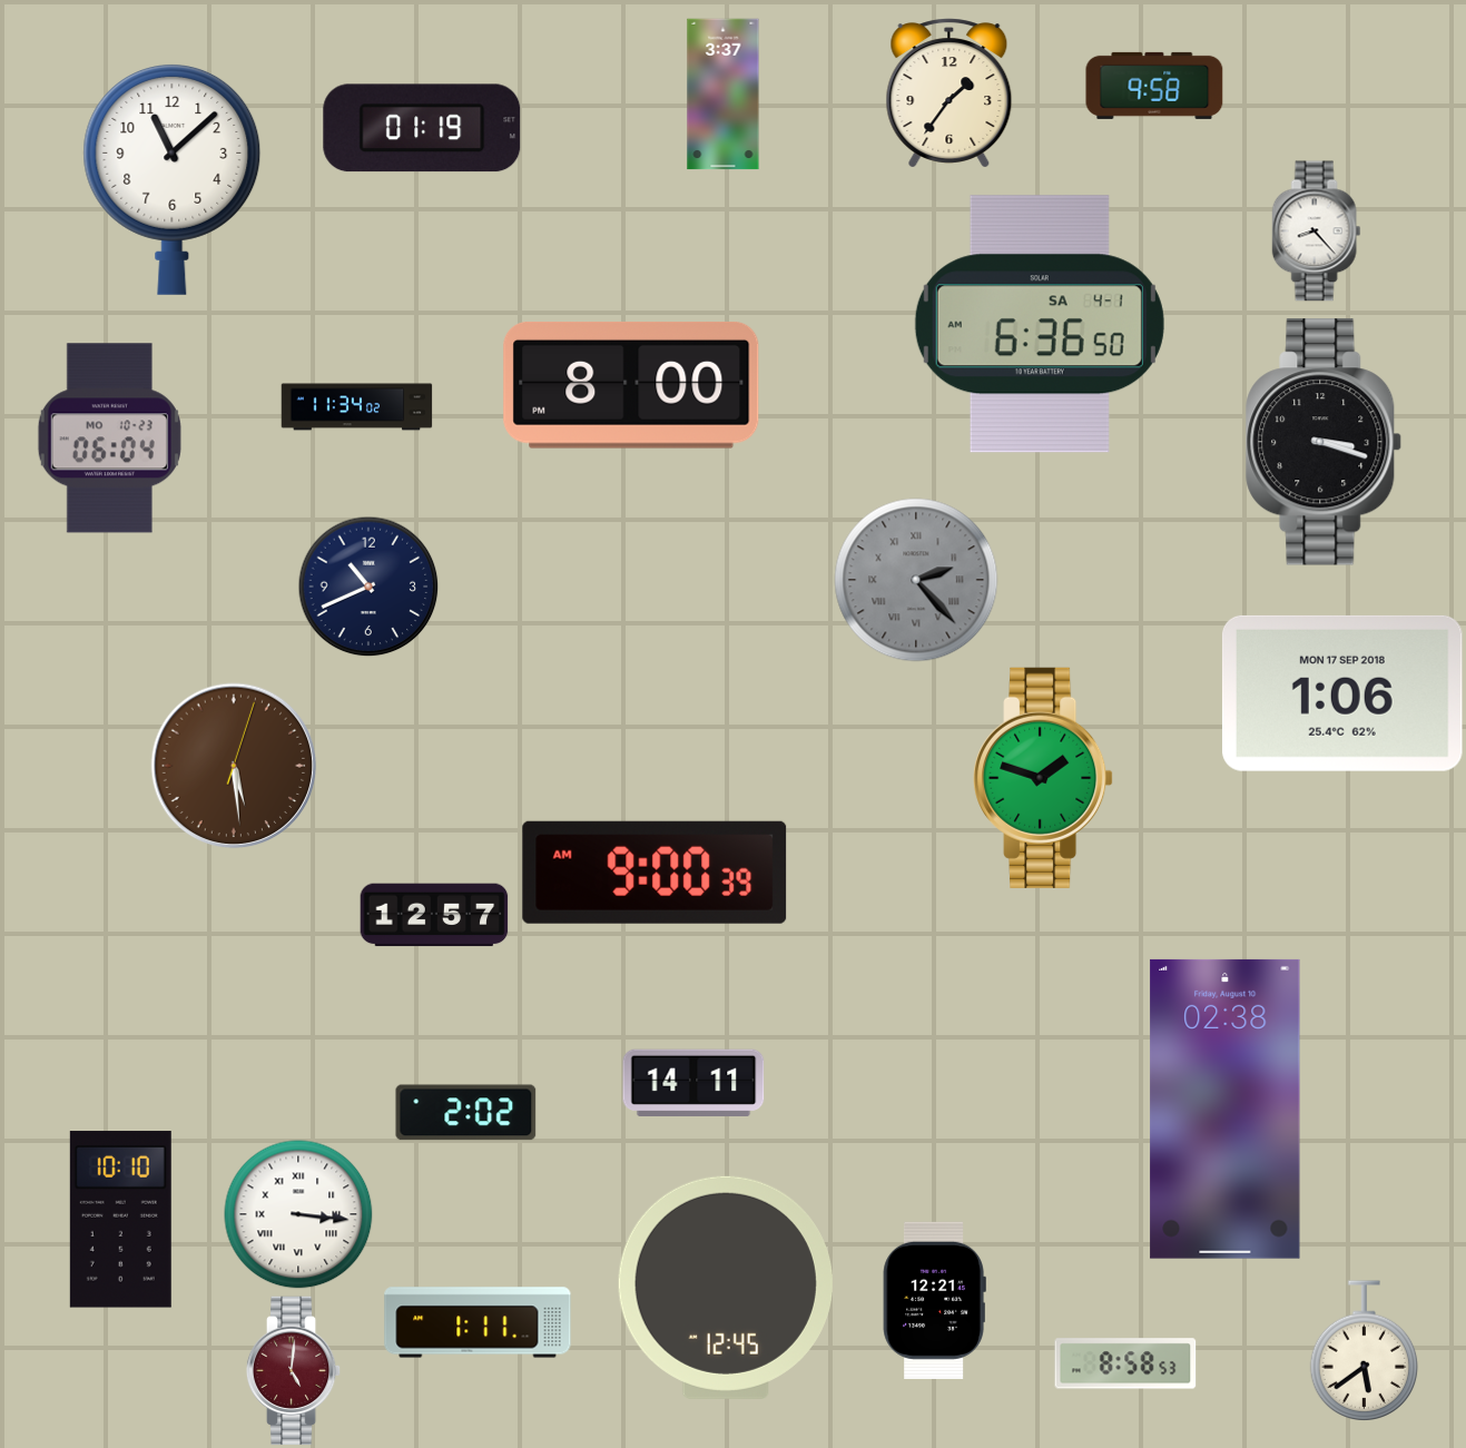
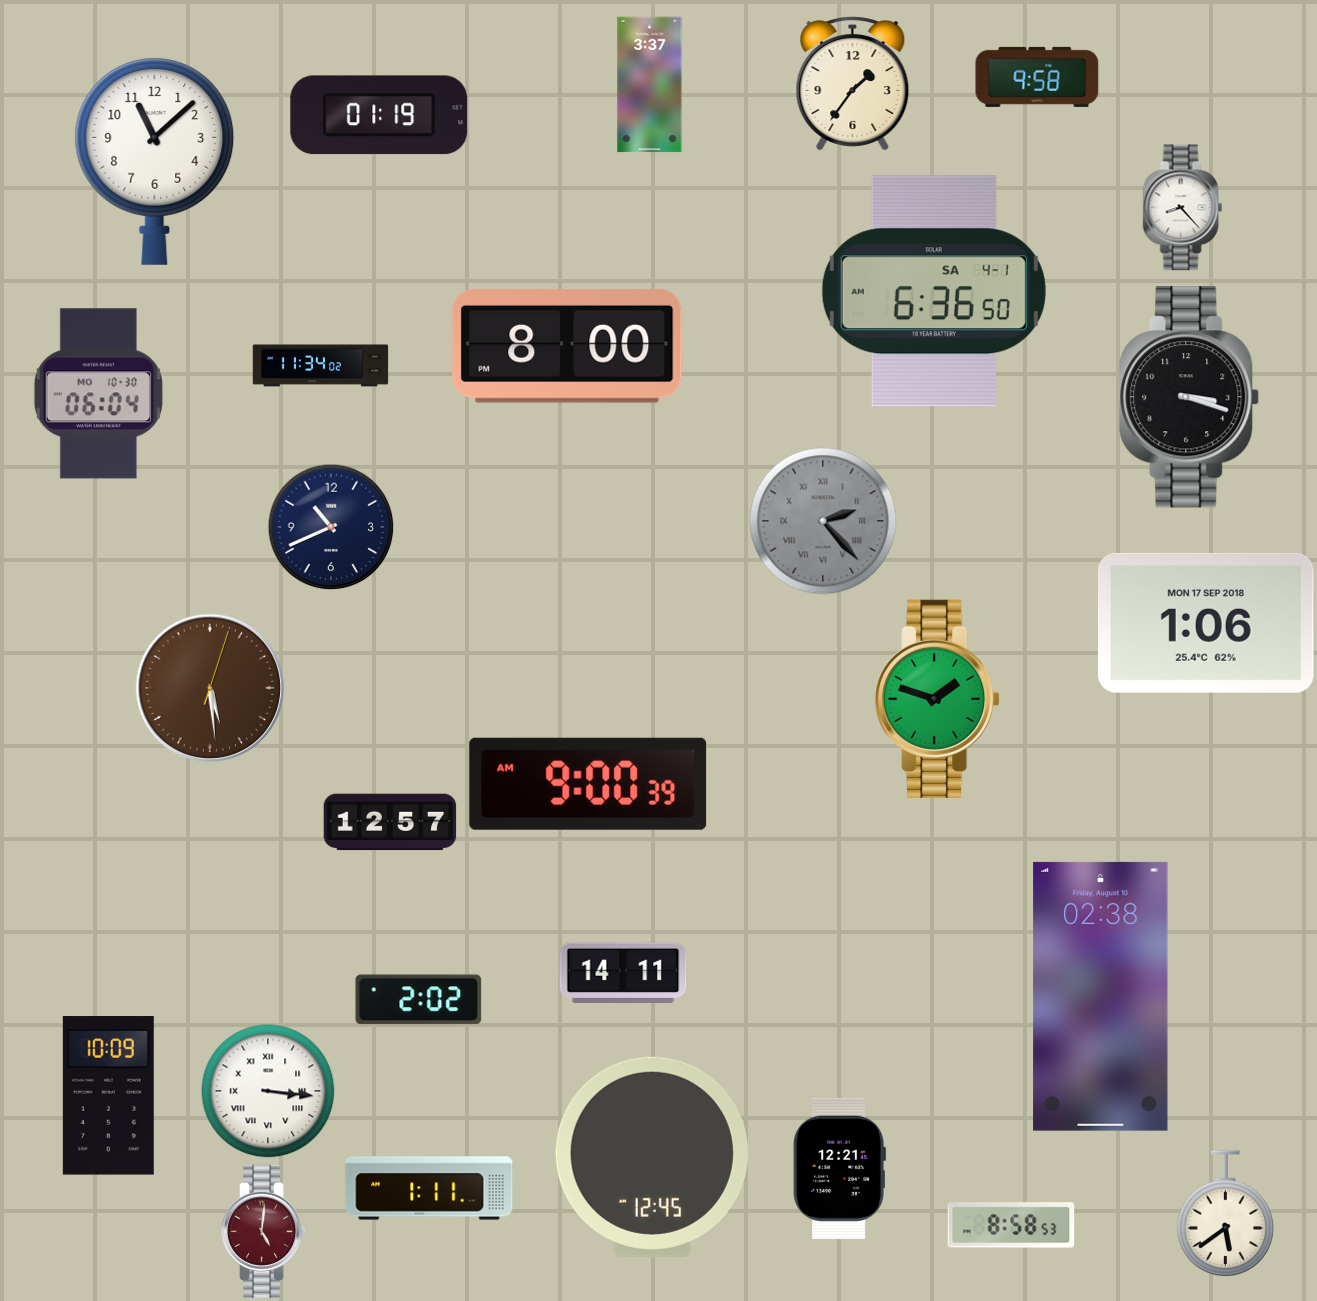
clock at (109, 439) date: MO 10-23 -> MO 10-30
clock at (120, 1220): 10:10 -> 10:09
